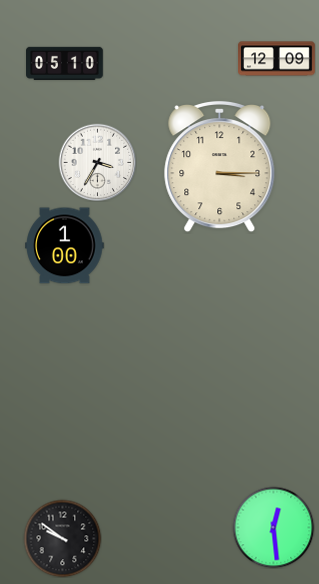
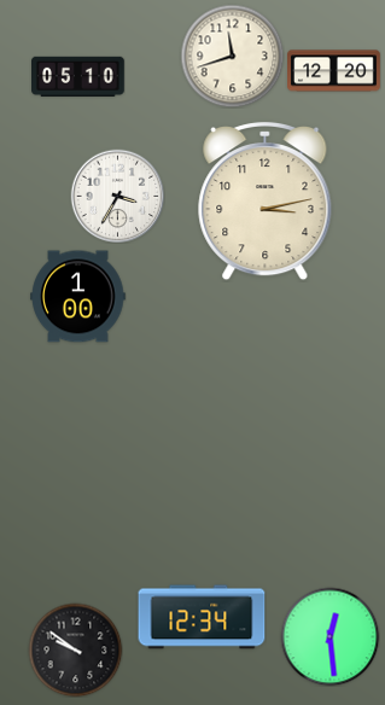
clock at (232, 56): none -> 11:42
clock at (277, 59): 12:09 -> 12:20
clock at (220, 167): 3:15 -> 3:13
clock at (202, 617): none -> 12:34
